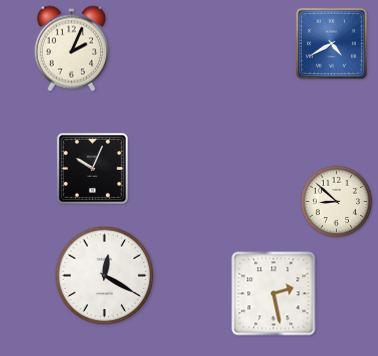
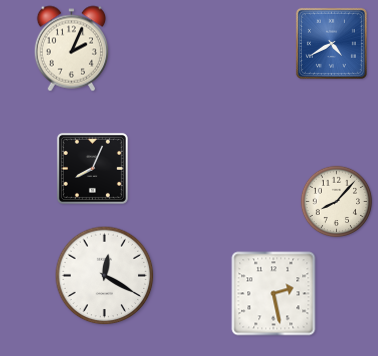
clock at (92, 168): 10:04 -> 8:04
clock at (337, 202): 8:52 -> 8:07
